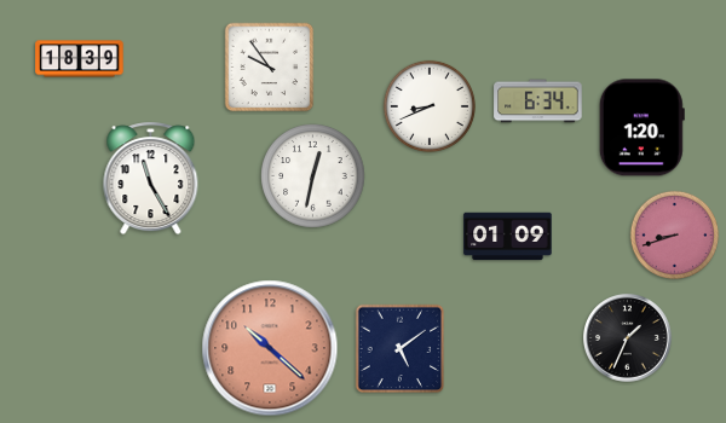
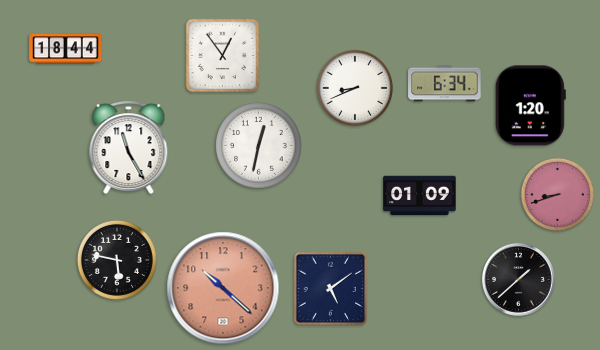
clock at (80, 59): 18:39 -> 18:44
clock at (270, 68): 9:54 -> 12:54
clock at (151, 179) position: (151, 179) -> (129, 148)
clock at (117, 260): none -> 5:47
clock at (628, 338): 1:34 -> 1:38
